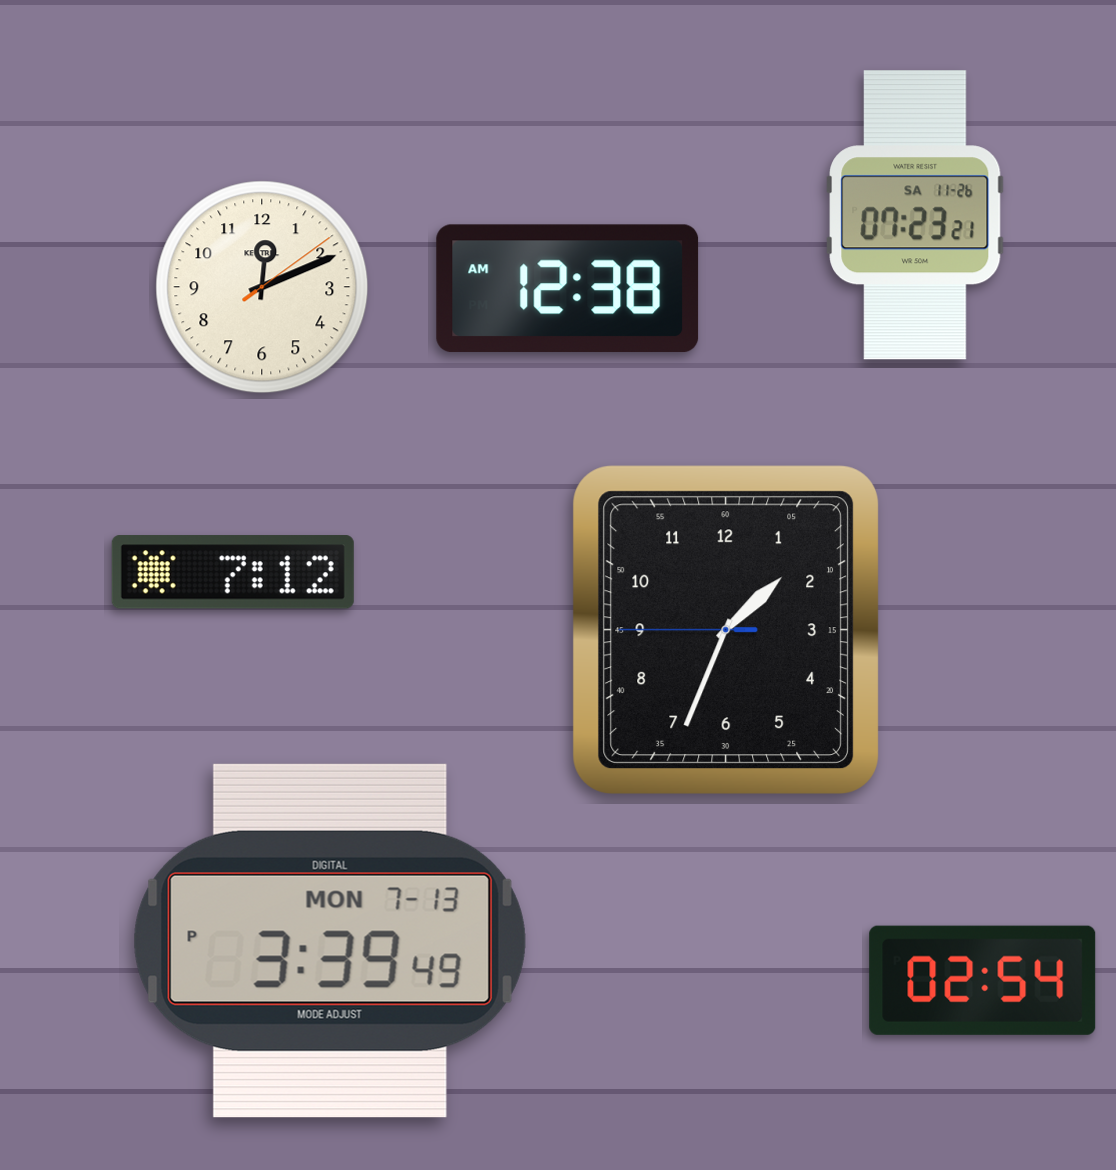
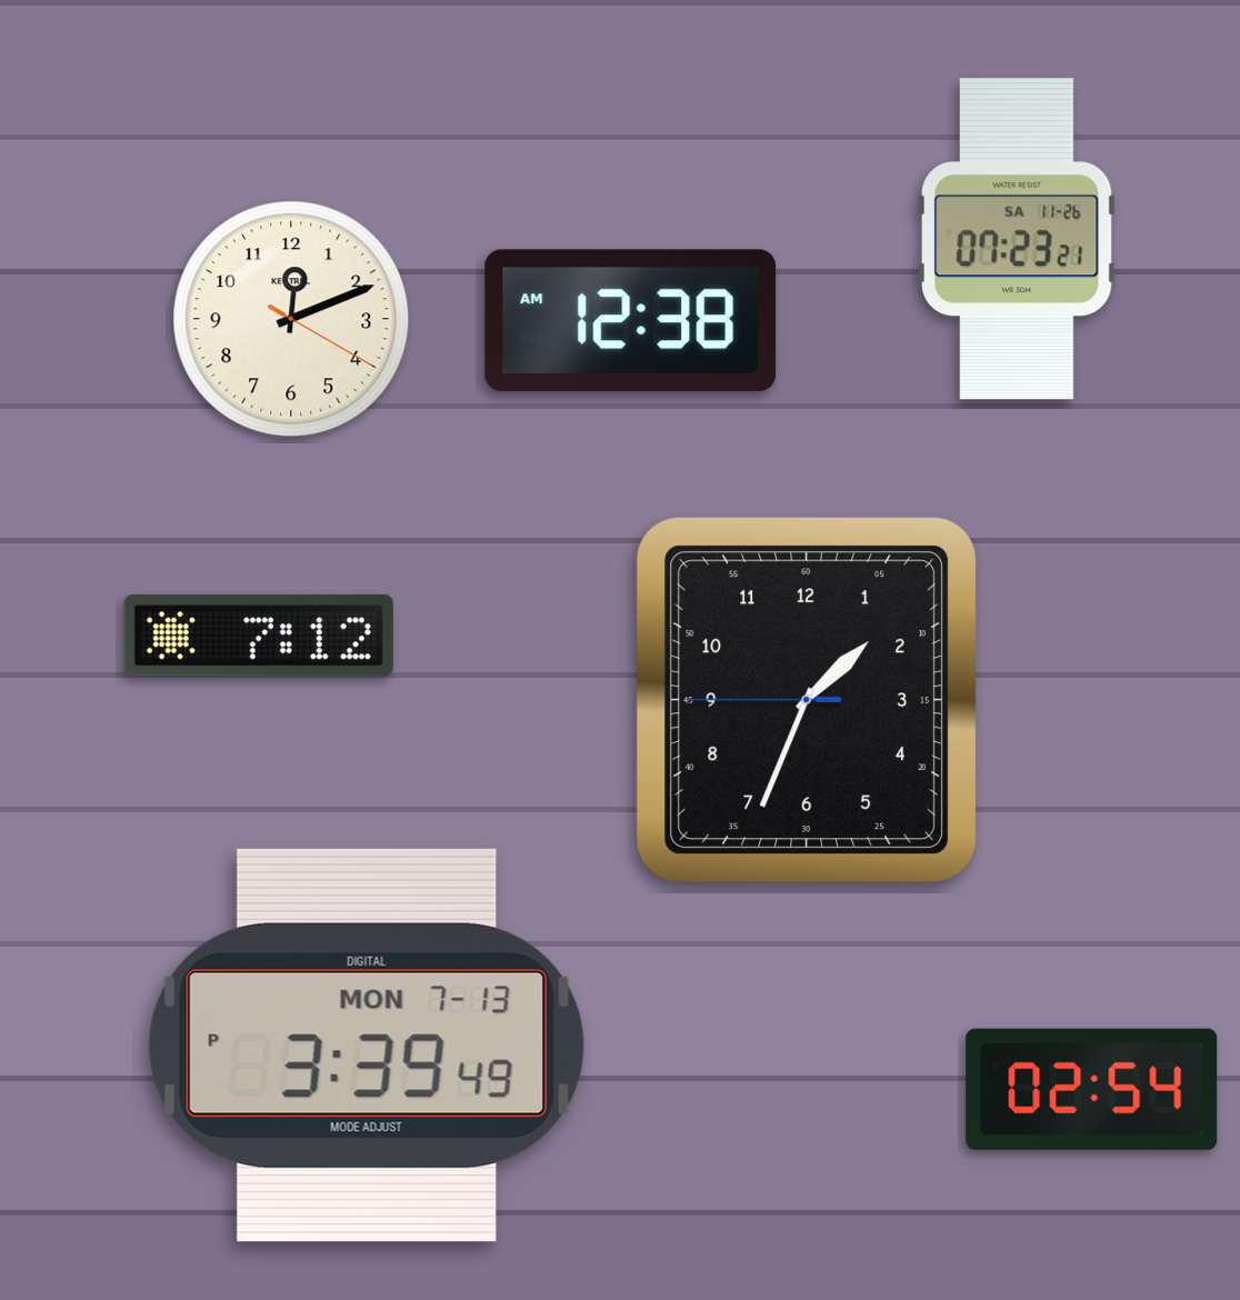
clock at (262, 287): 12:11:09 -> 12:11:20
